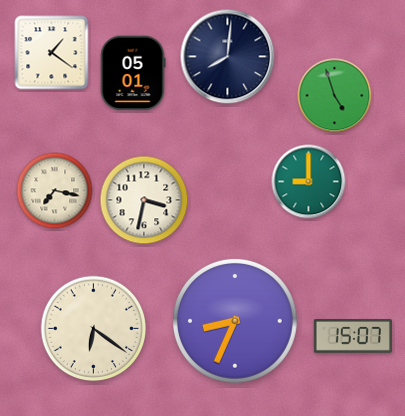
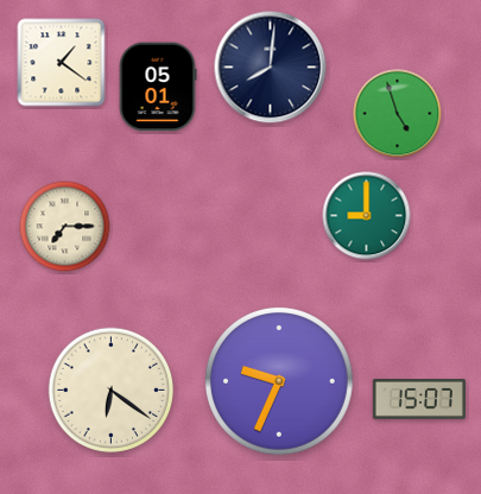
clock at (55, 191): 7:17 -> 7:15
clock at (144, 200): 3:32 -> none
clock at (236, 322): 8:34 -> 9:34
